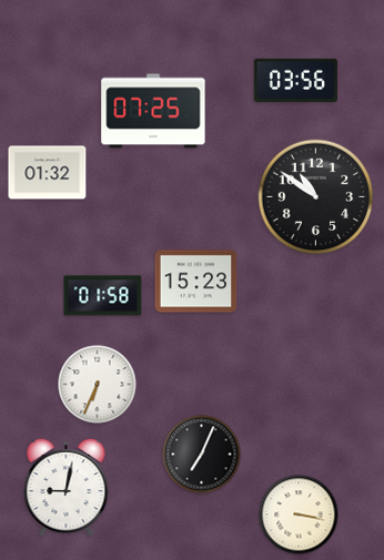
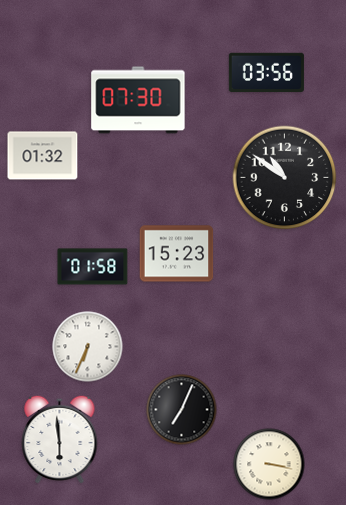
clock at (153, 111): 07:25 -> 07:30
clock at (67, 487): 9:02 -> 5:59
